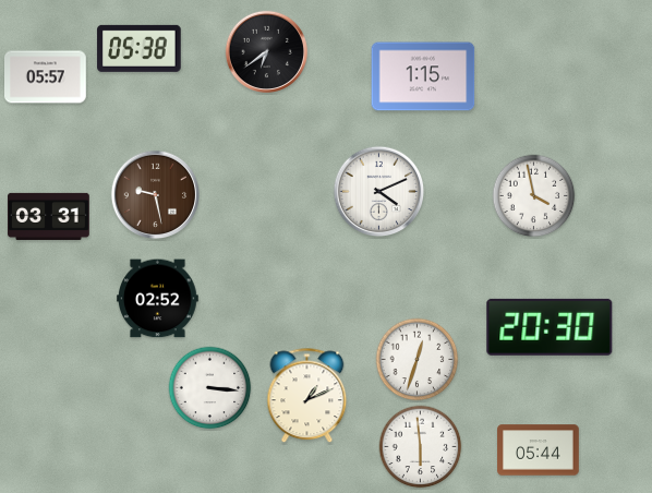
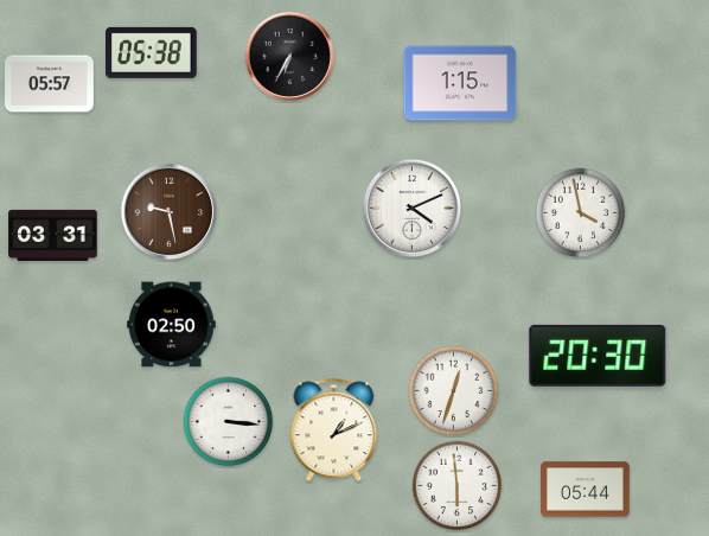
clock at (266, 51): 6:39 -> 6:35
clock at (158, 299): 02:52 -> 02:50
